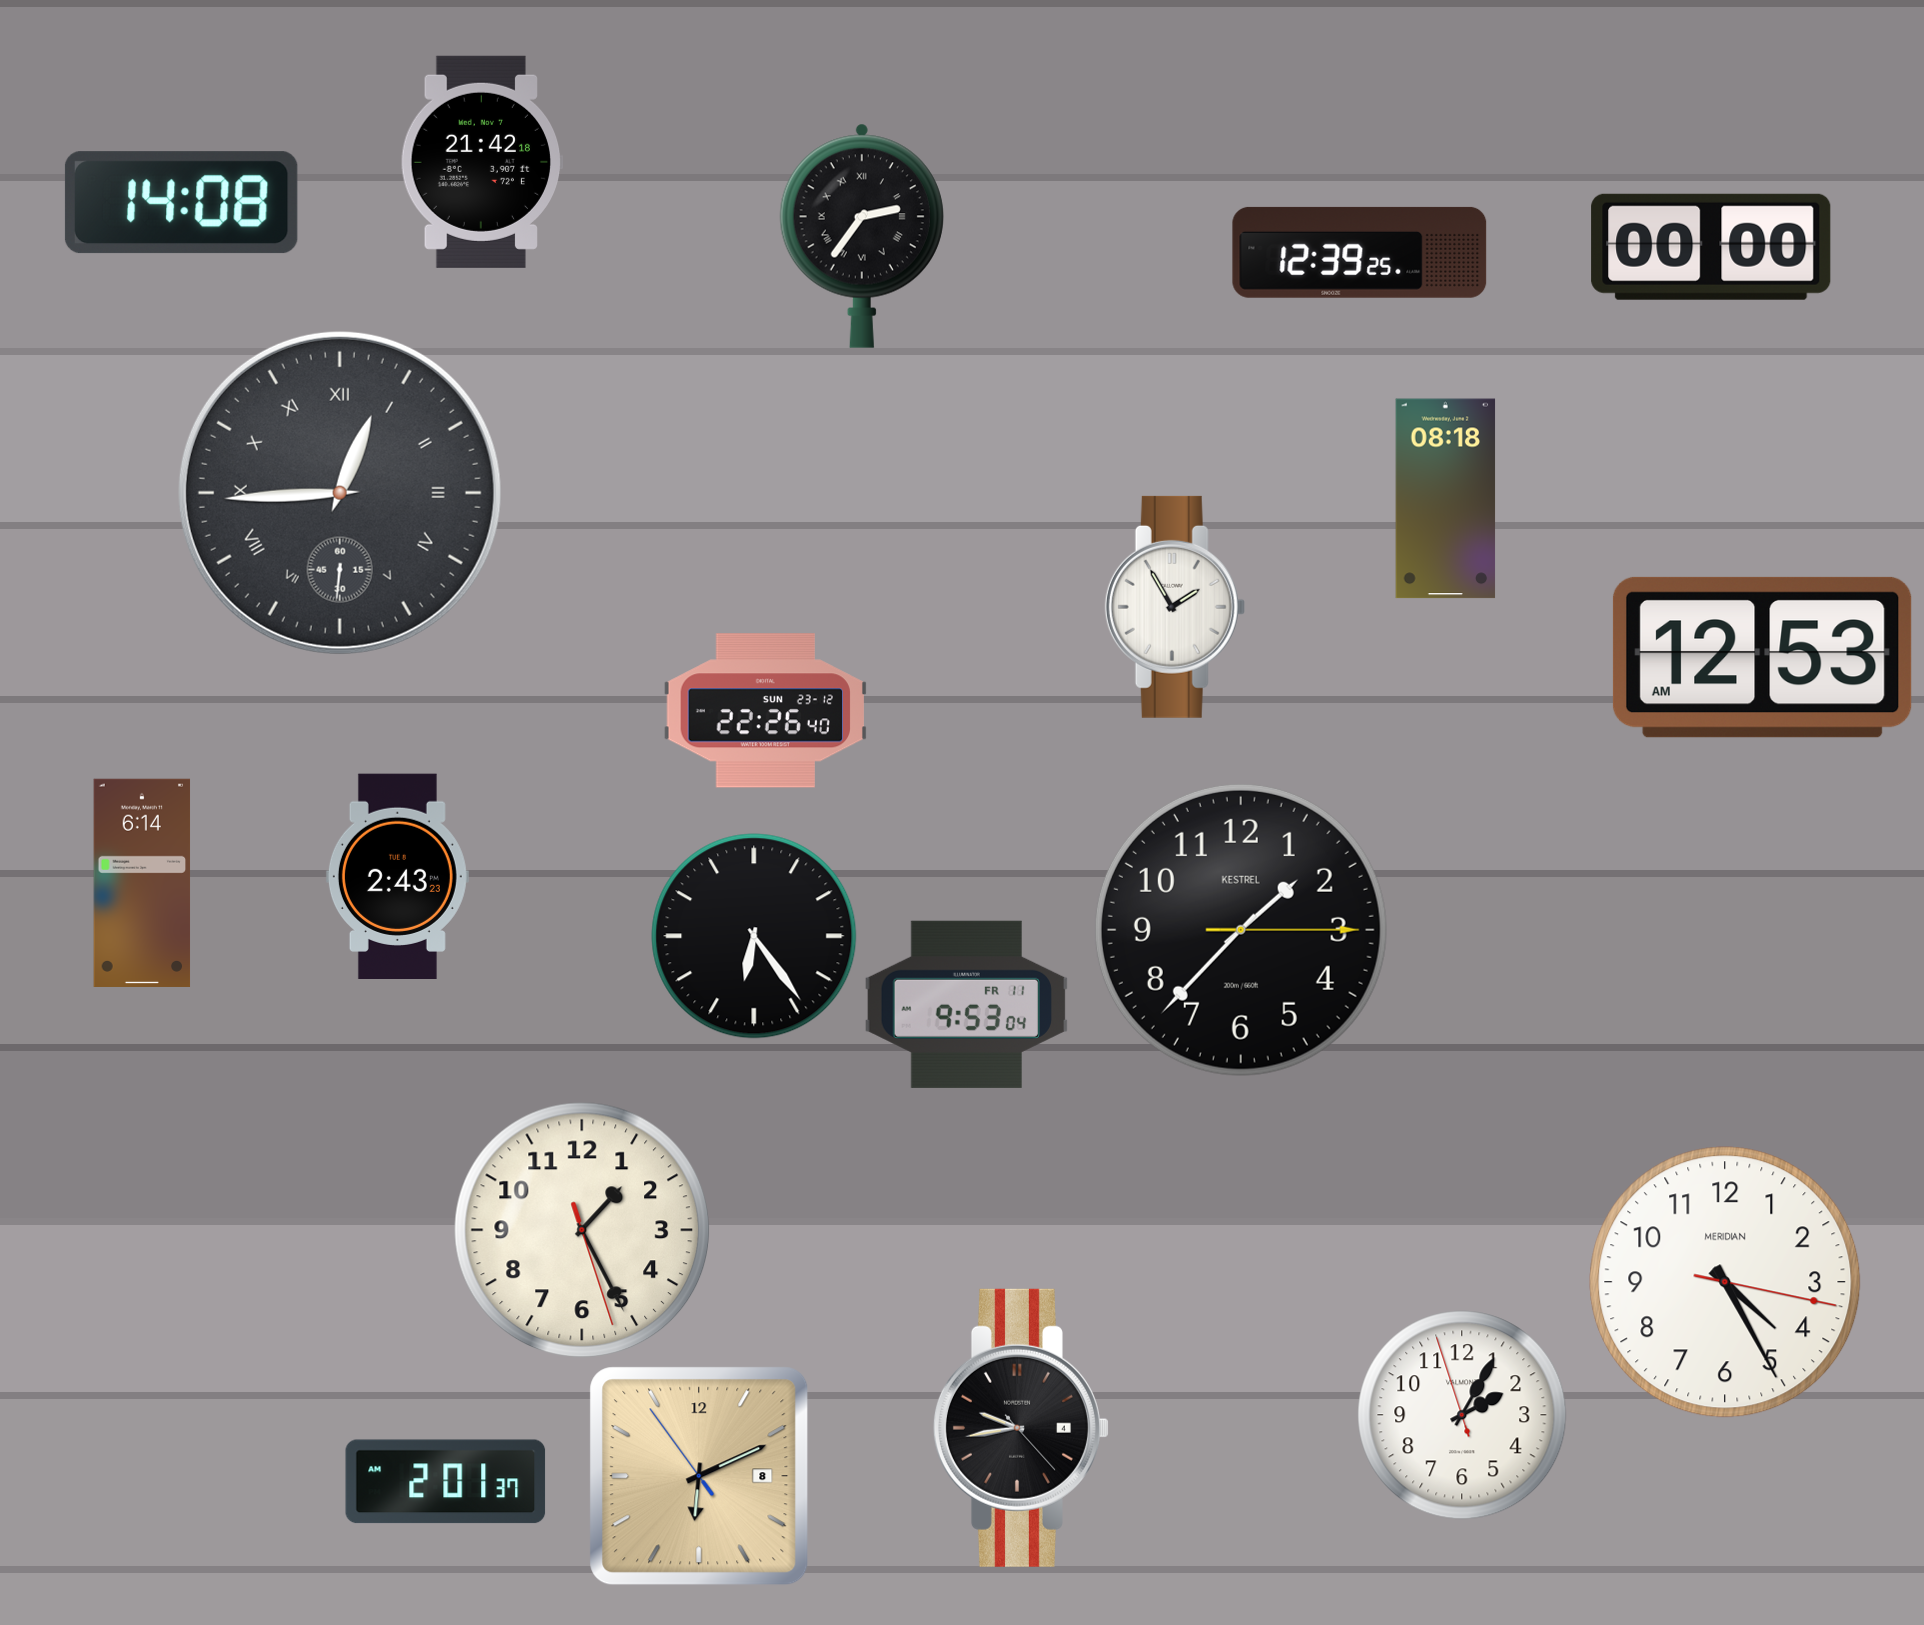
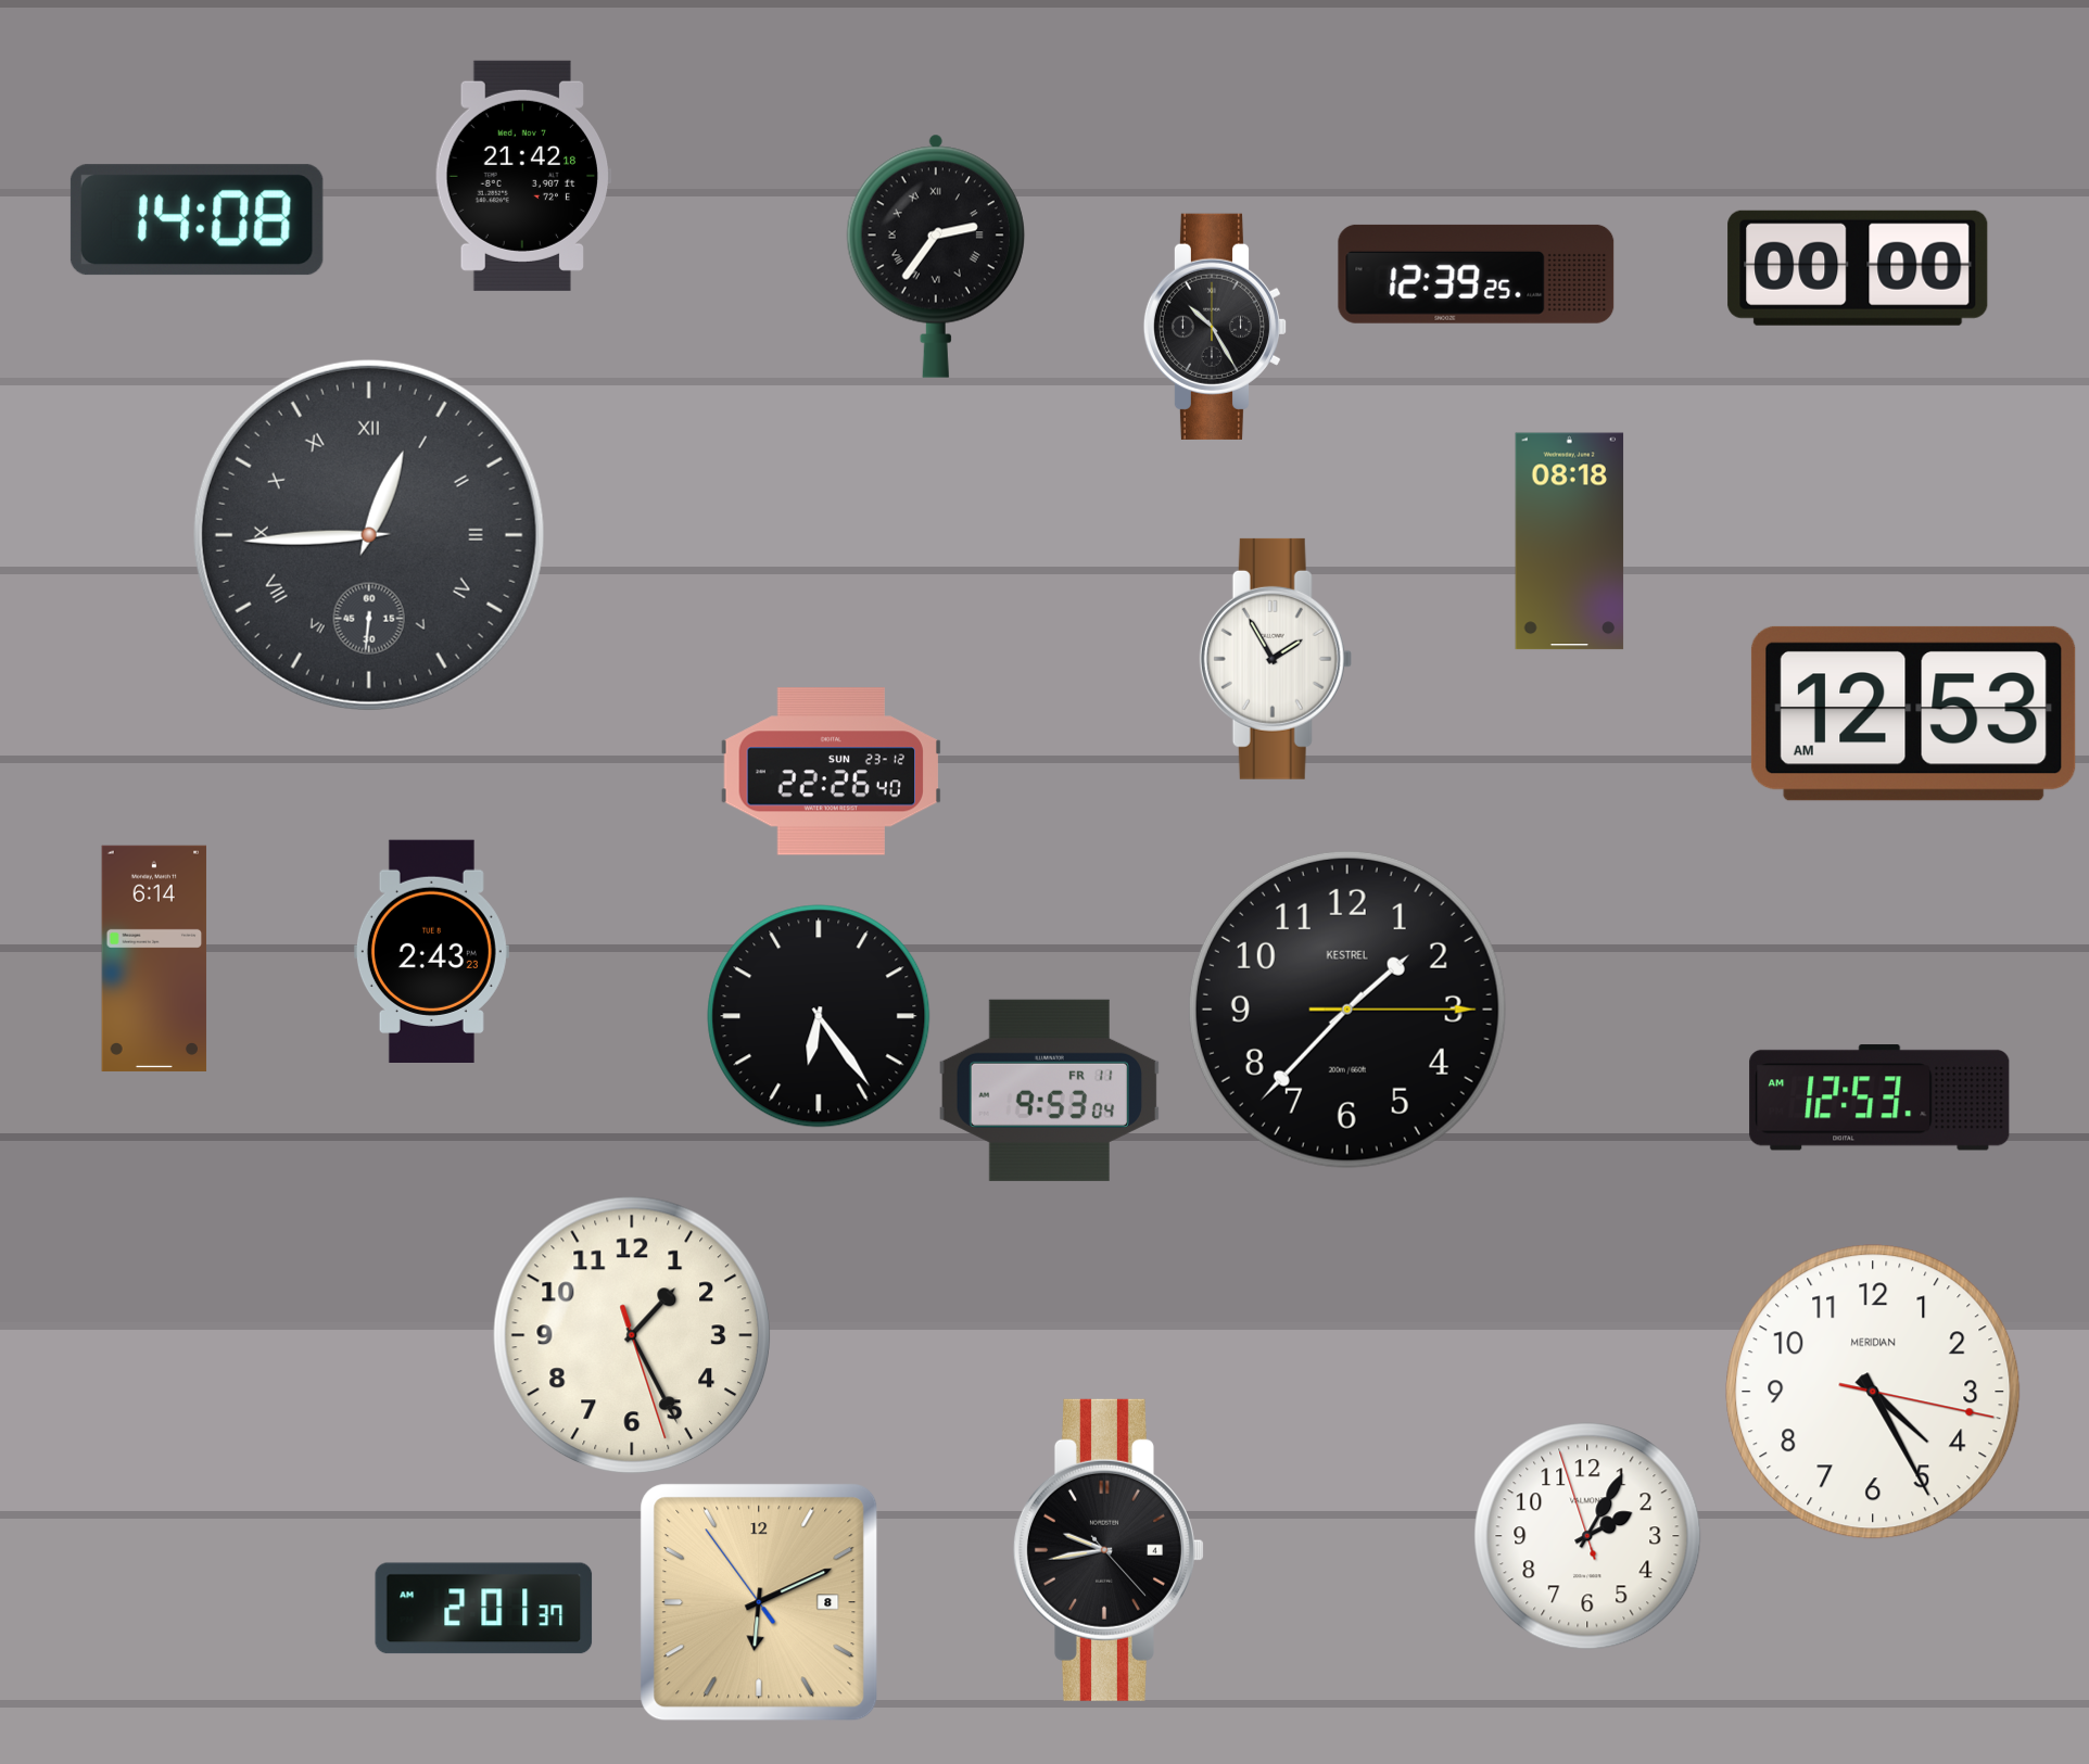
clock at (1215, 327): none -> 10:25
clock at (1879, 1099): none -> 12:53
